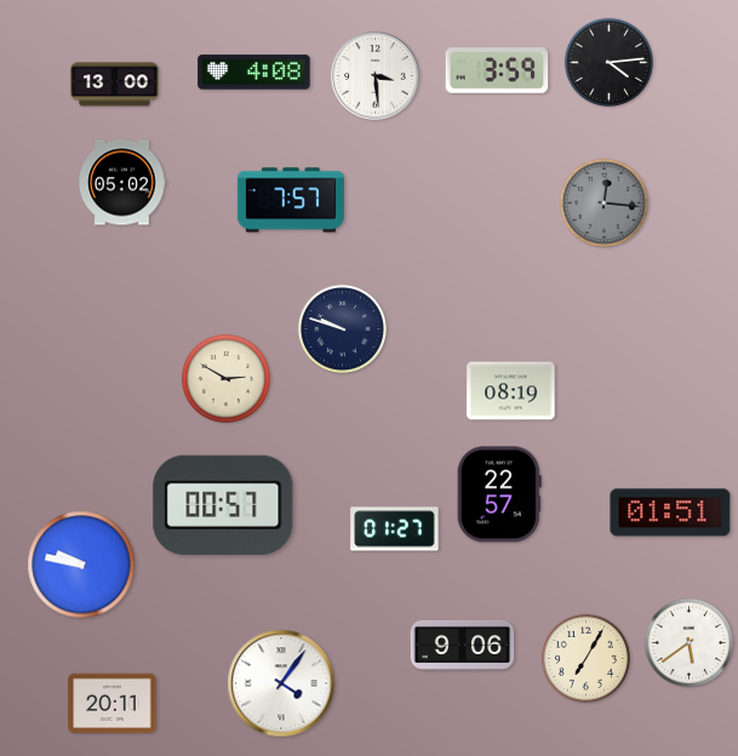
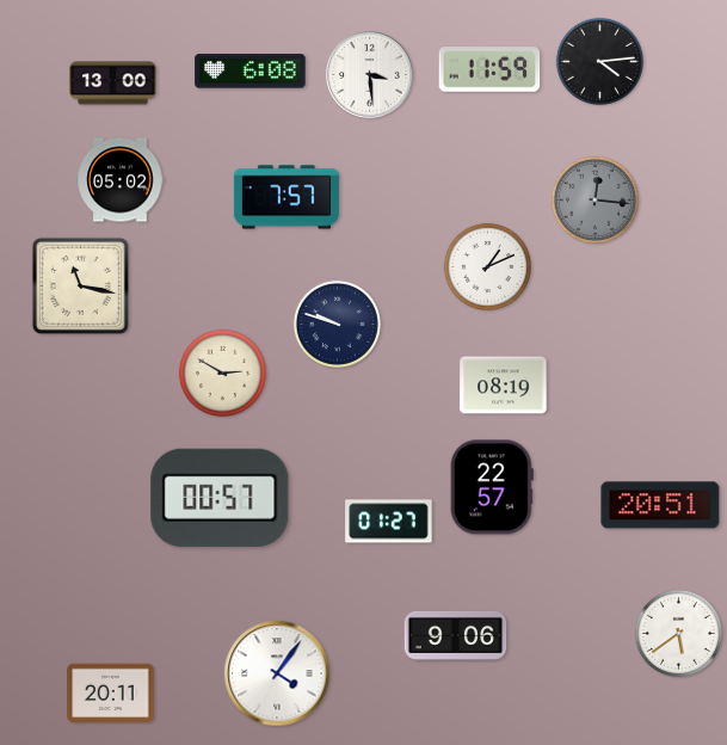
clock at (497, 70): 3:59 -> 11:59
clock at (254, 73): 4:08 -> 6:08
clock at (487, 266): none -> 1:11
clock at (80, 285): none -> 11:17
clock at (670, 512): 01:51 -> 20:51
clock at (81, 565): 9:47 -> none
clock at (585, 658): 7:05 -> none
